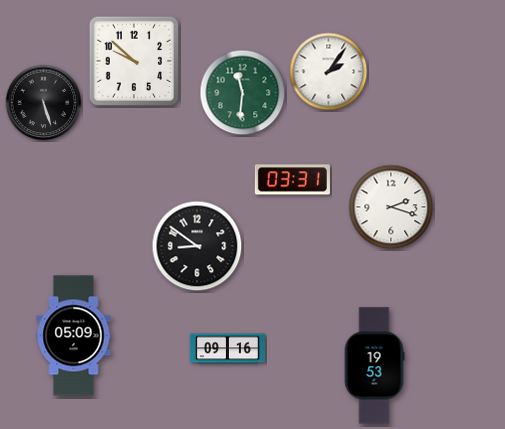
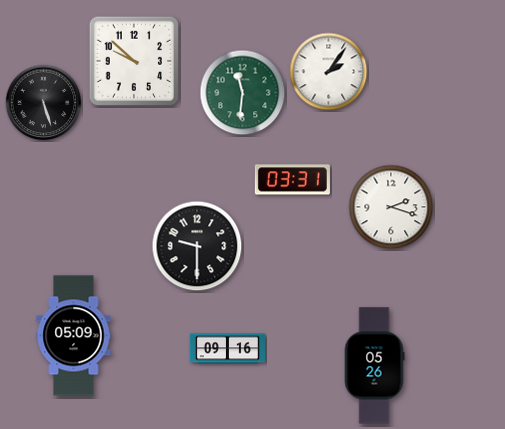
clock at (197, 246): 8:51 -> 9:30
clock at (374, 366): 19:53 -> 05:26
